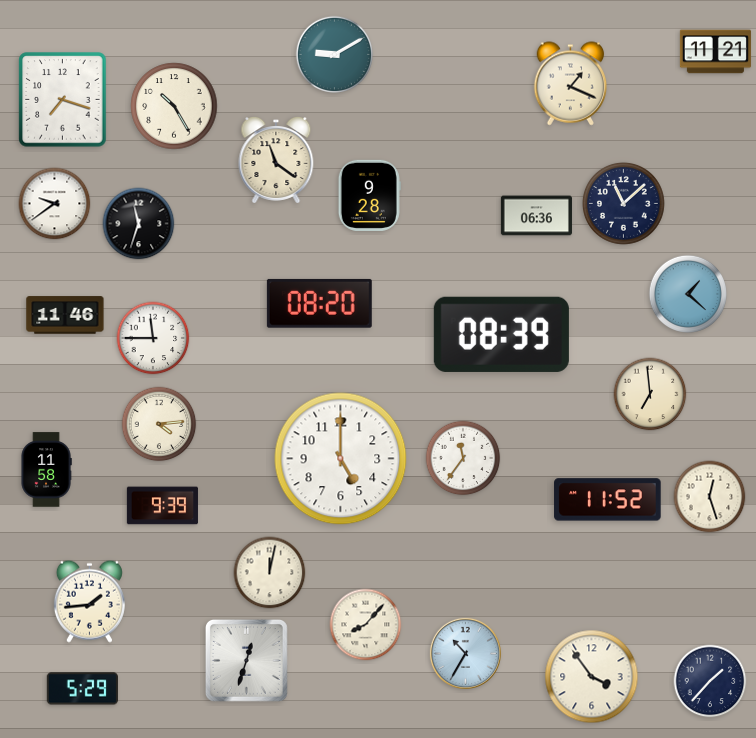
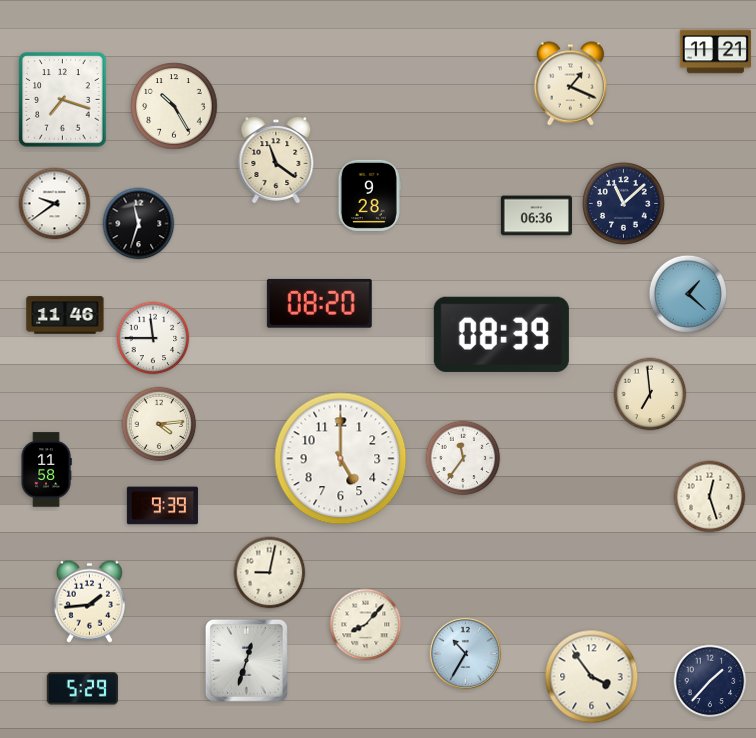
clock at (334, 54): 9:10 -> none
clock at (608, 500): 11:52 -> none
clock at (270, 573): 12:02 -> 9:02
